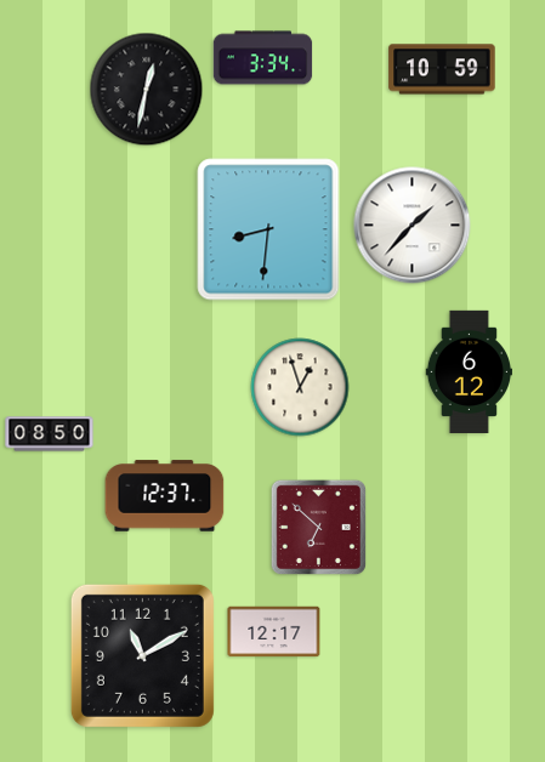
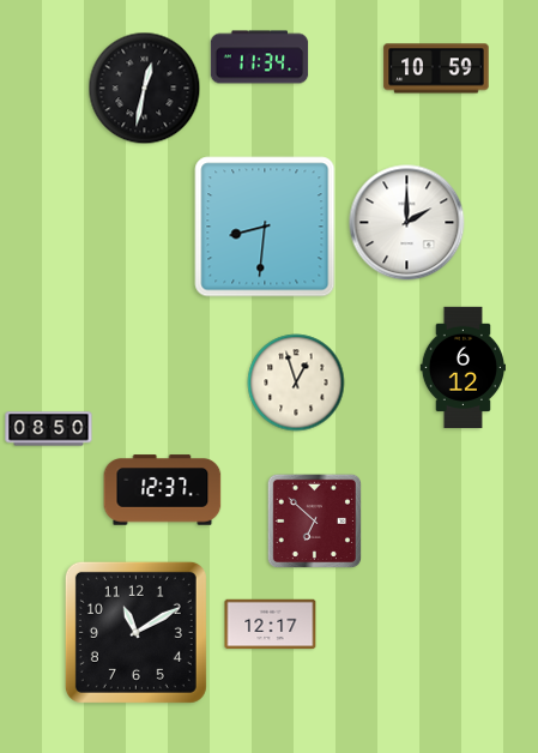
clock at (263, 58): 3:34 -> 11:34
clock at (413, 226): 1:37 -> 2:00
clock at (142, 655) position: (142, 655) -> (135, 632)
